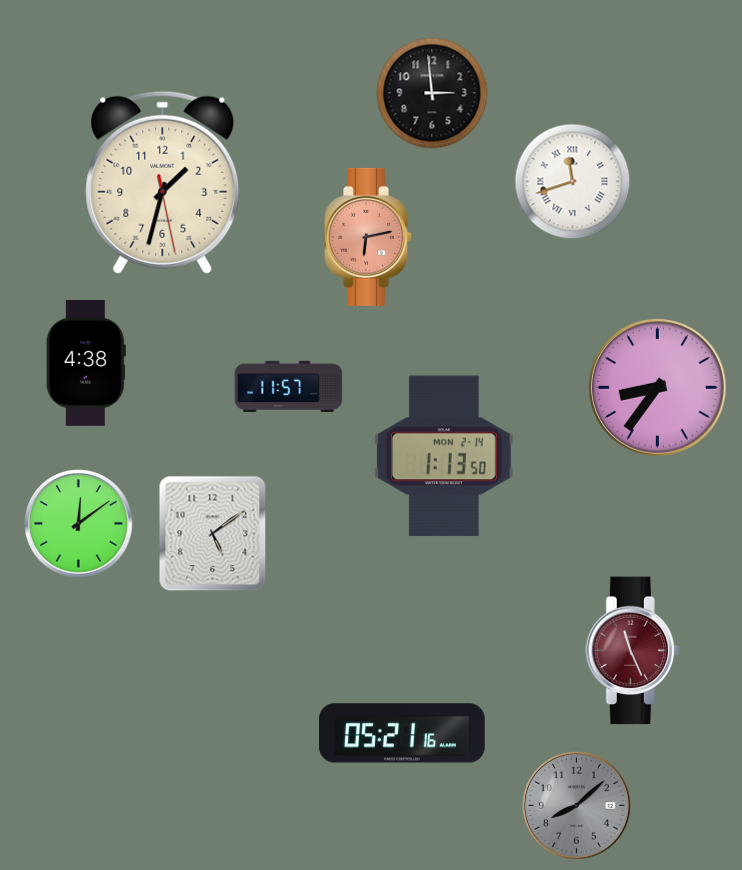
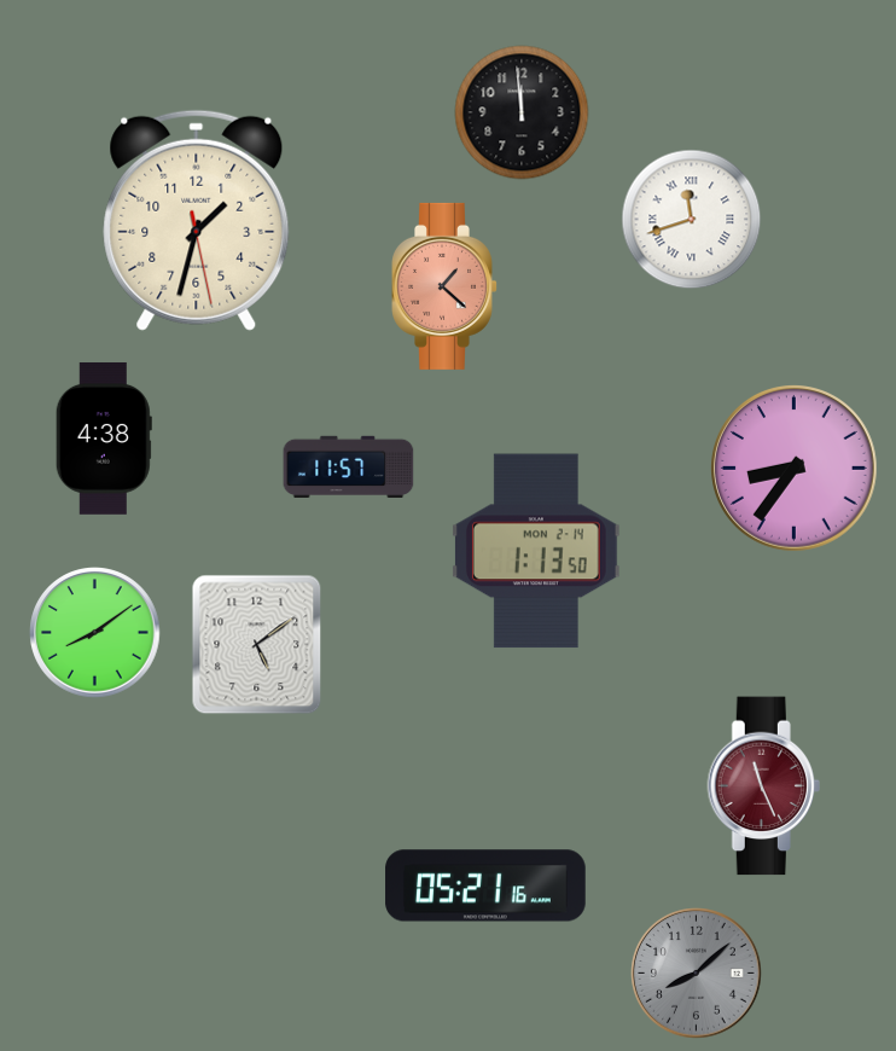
clock at (432, 93): 2:59 -> 11:59
clock at (369, 237): 6:13 -> 1:22
clock at (79, 524): 12:09 -> 8:09
